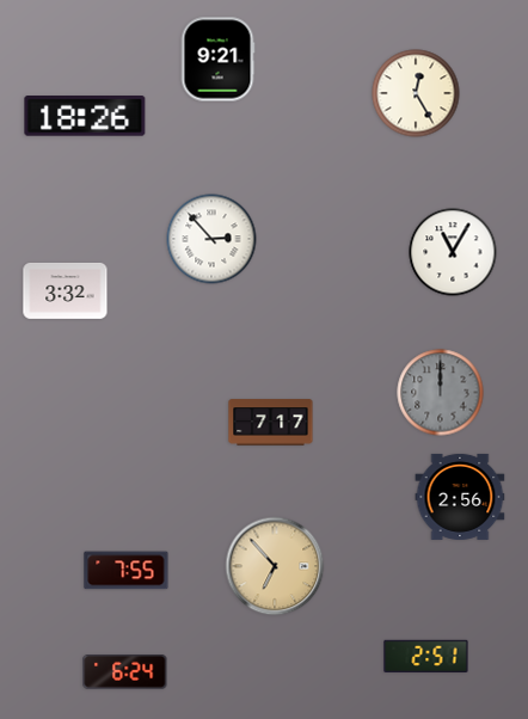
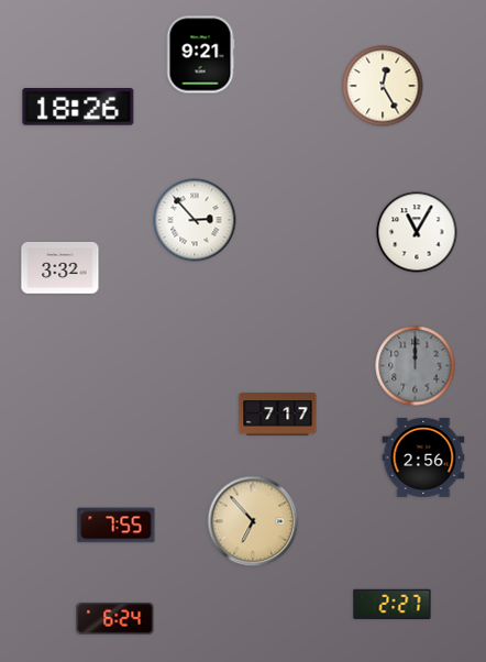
clock at (441, 393) position: (441, 393) -> (416, 366)
clock at (271, 423) position: (271, 423) -> (278, 415)
clock at (426, 656): 2:51 -> 2:27
